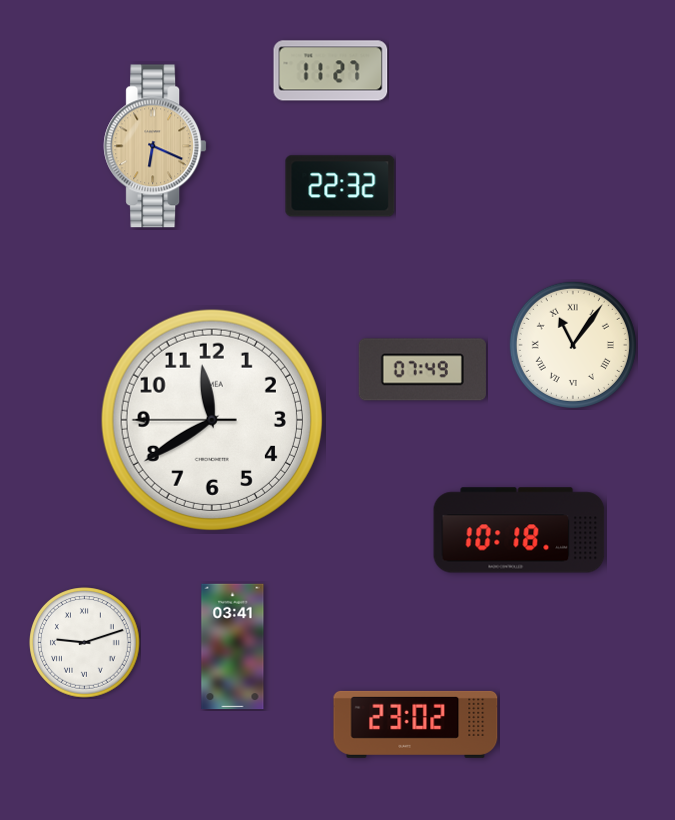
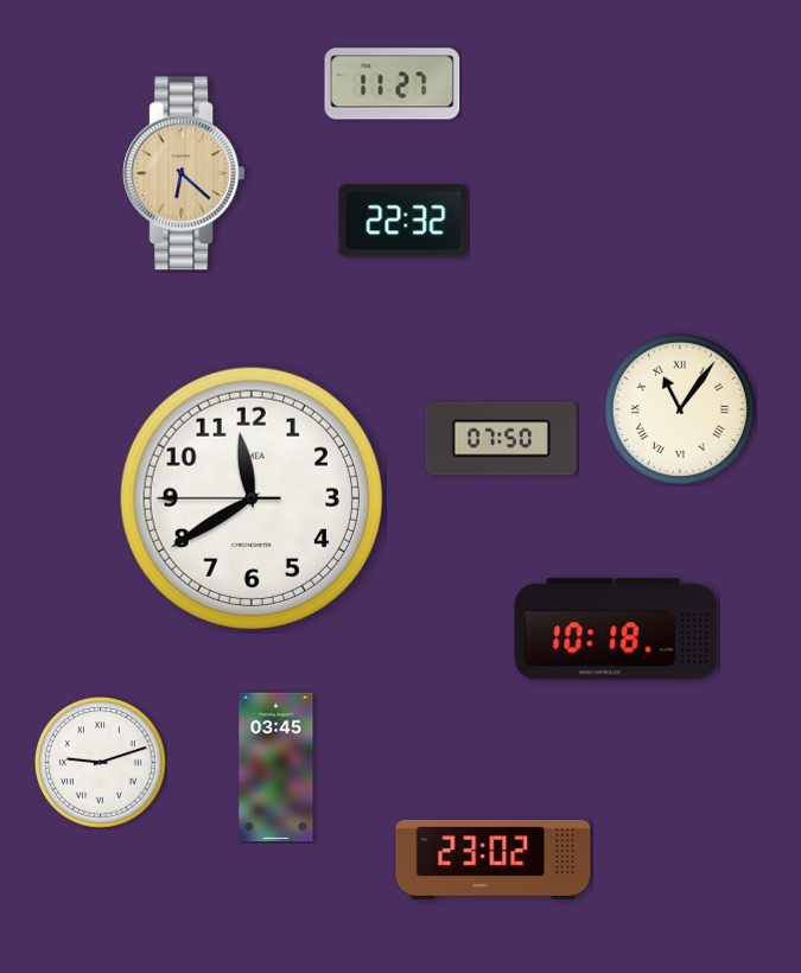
clock at (155, 146): 6:19 -> 6:22
clock at (422, 370): 07:49 -> 07:50
clock at (233, 647): 03:41 -> 03:45
